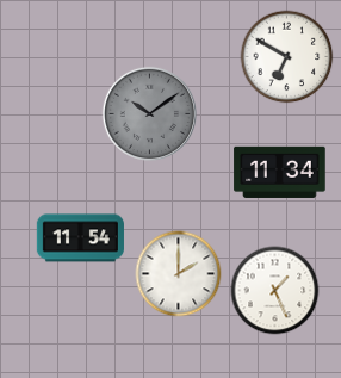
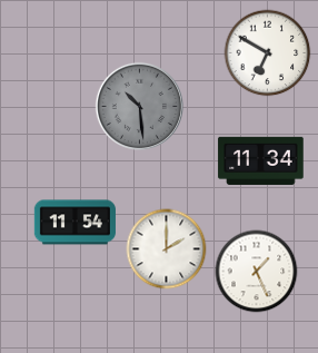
clock at (149, 113): 10:09 -> 10:29
clock at (179, 274) position: (179, 274) -> (167, 249)
